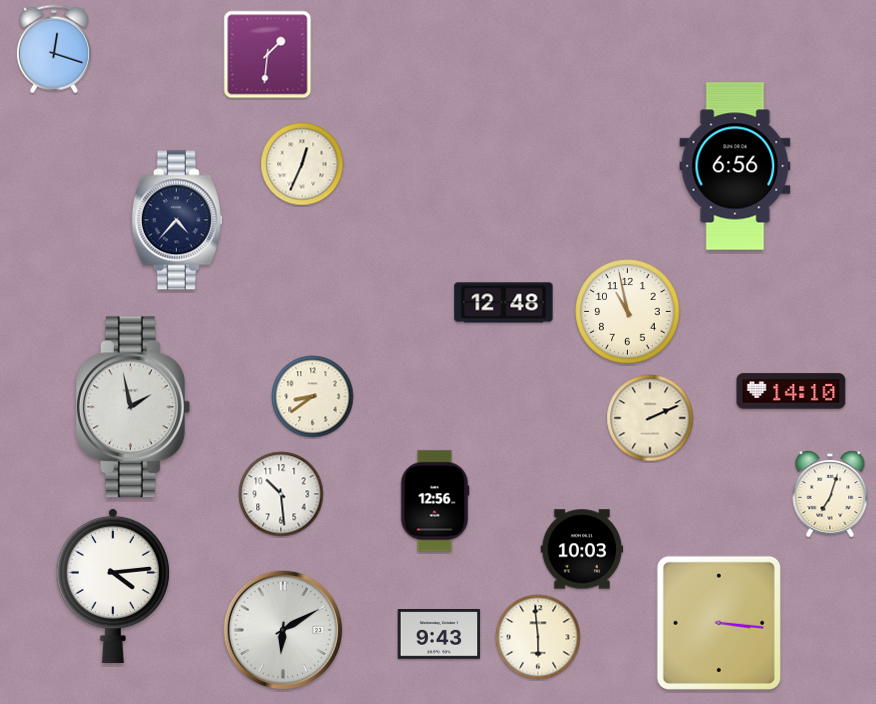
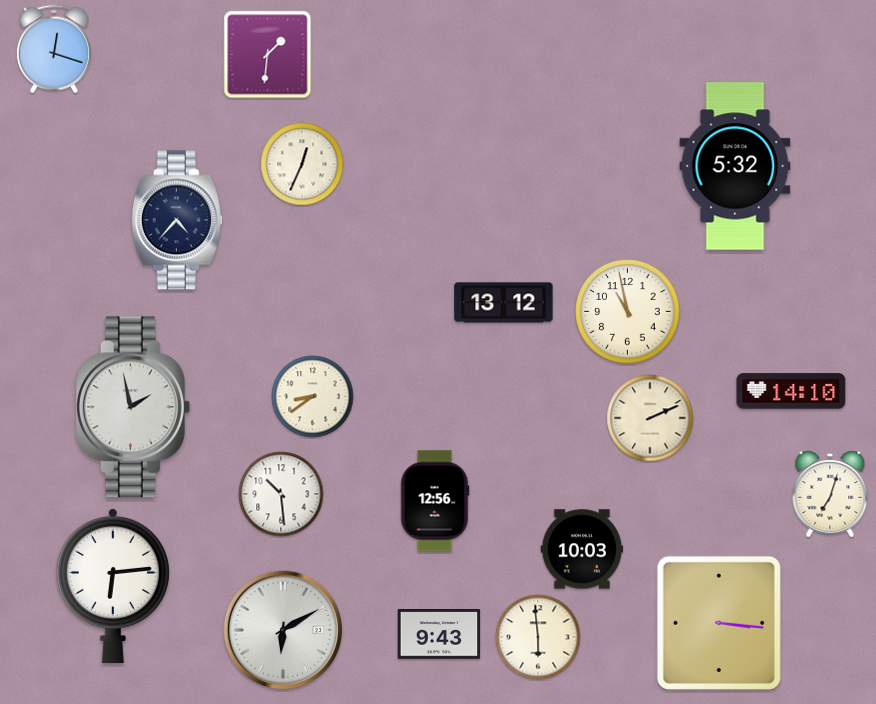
clock at (735, 166): 6:56 -> 5:32
clock at (504, 303): 12:48 -> 13:12
clock at (113, 585): 4:14 -> 6:14
